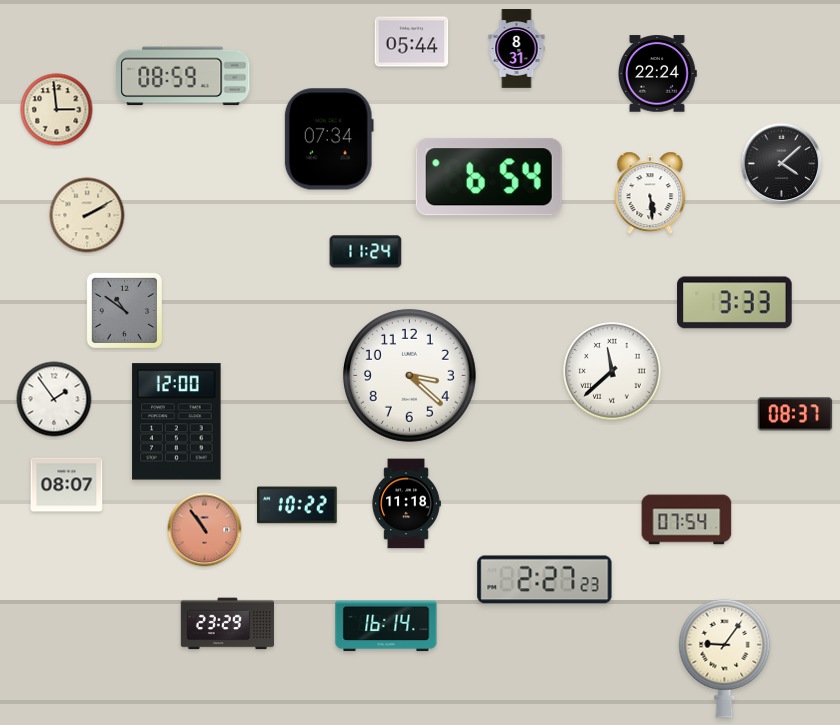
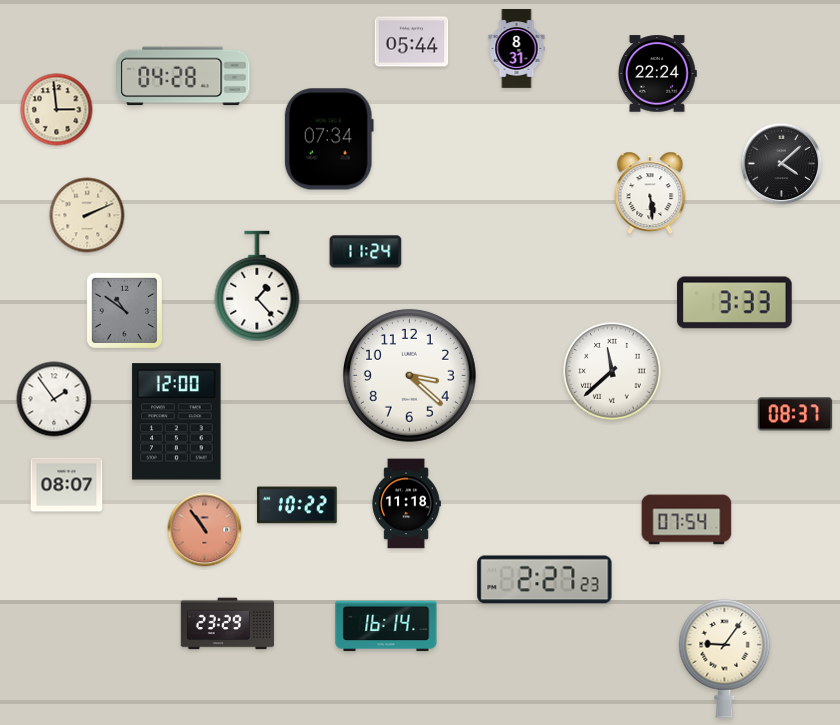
clock at (183, 76): 08:59 -> 04:28
clock at (489, 177): 6:54 -> none
clock at (87, 215): 2:10 -> 2:11
clock at (257, 286): none -> 1:23
